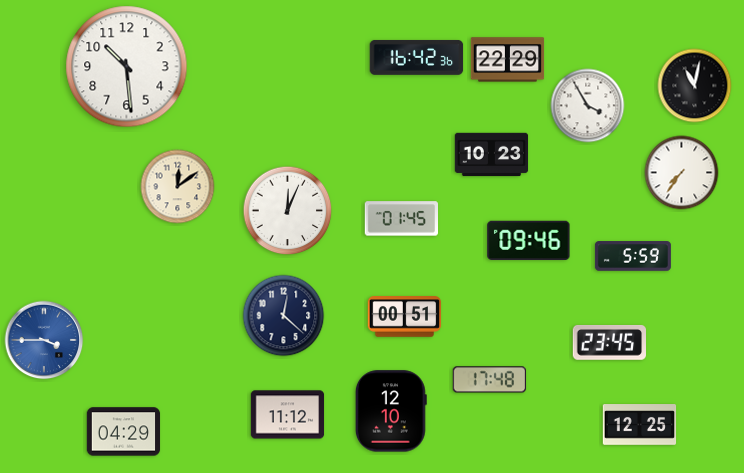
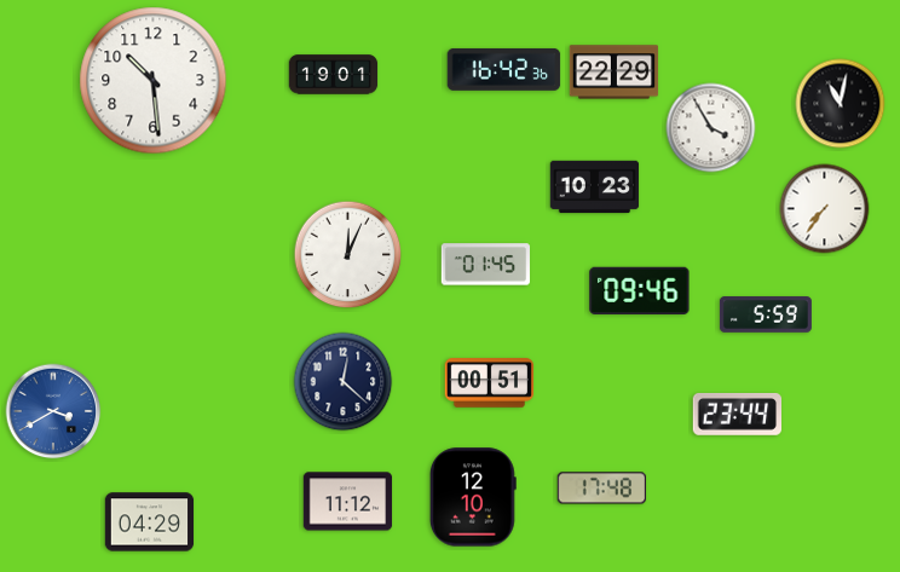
clock at (334, 75): none -> 19:01
clock at (178, 187): 12:09 -> none
clock at (633, 256) position: (633, 256) -> (766, 314)
clock at (44, 340): 3:45 -> 3:40
clock at (609, 343): 23:45 -> 23:44
clock at (490, 380) position: (490, 380) -> (602, 489)
clock at (640, 425): 12:25 -> none
